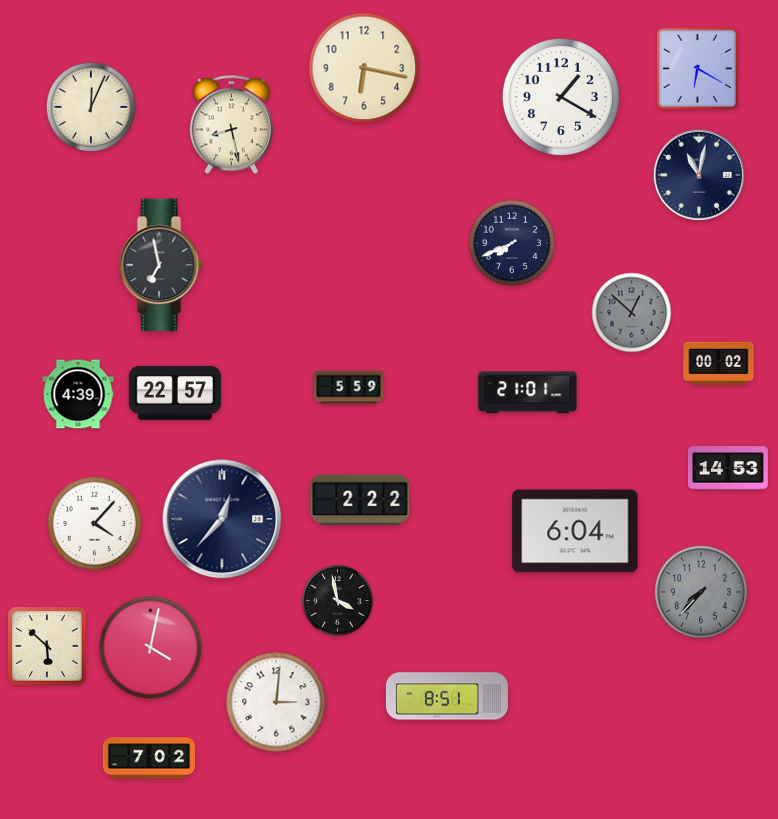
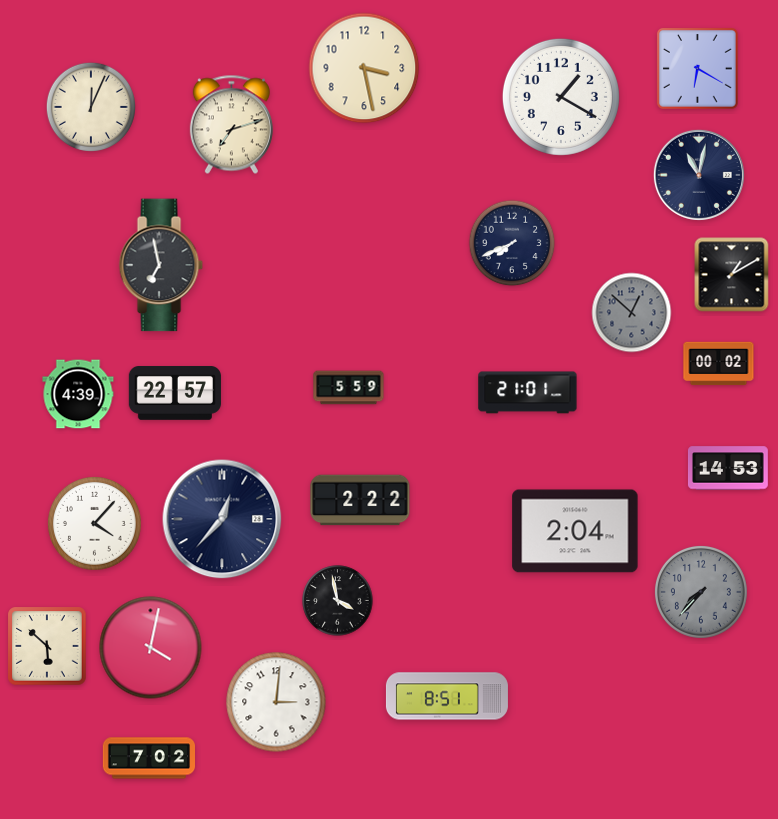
clock at (364, 68): 6:17 -> 3:28
clock at (231, 125): 8:28 -> 7:12
clock at (732, 275): none -> 1:10
clock at (575, 531): 6:04 -> 2:04
